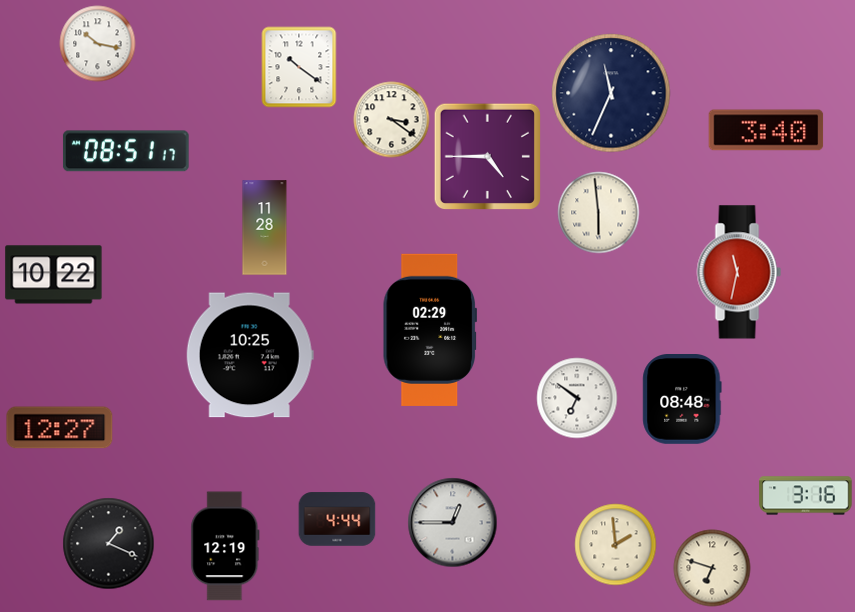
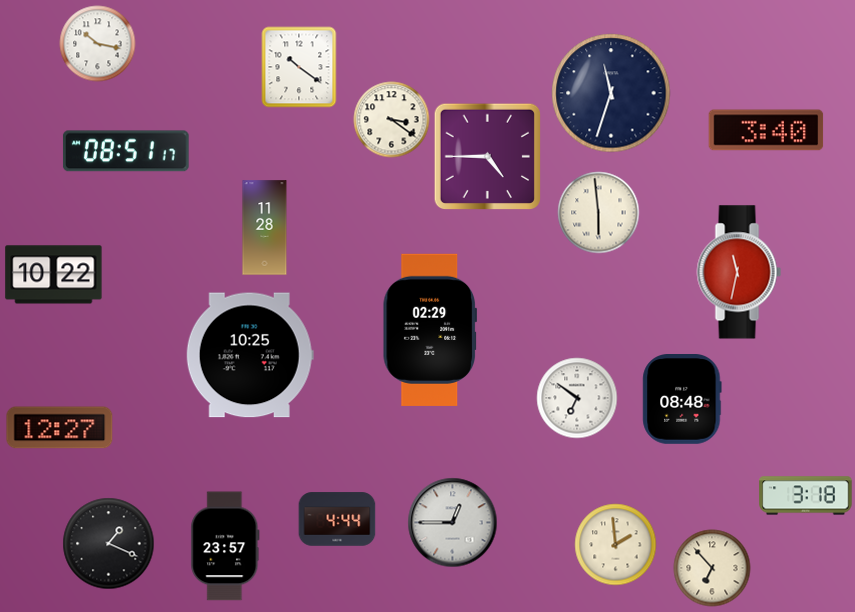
clock at (611, 93): 11:34 -> 11:33
clock at (806, 496): 3:16 -> 3:18
clock at (225, 546): 12:19 -> 23:57
clock at (712, 568): 6:48 -> 6:53
